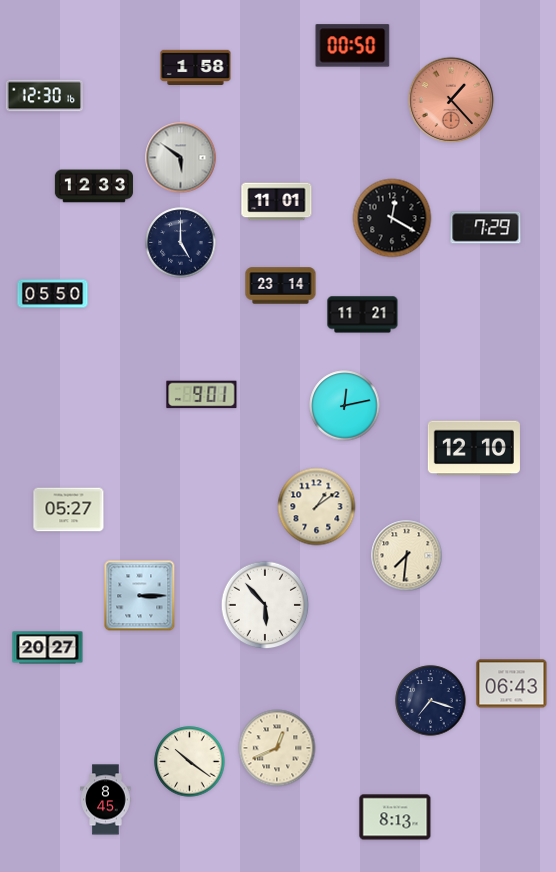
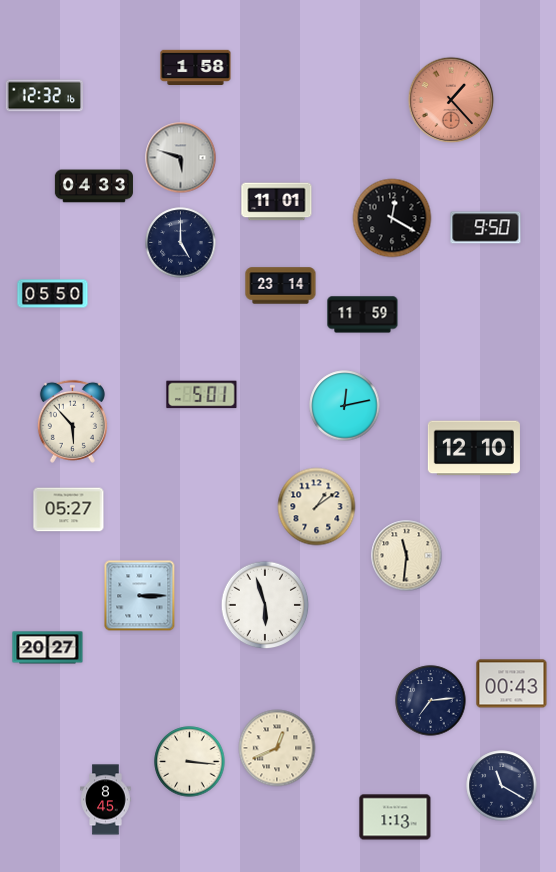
clock at (353, 46): 00:50 -> none
clock at (44, 96): 12:30 -> 12:32
clock at (181, 158): 5:51 -> 5:48
clock at (94, 186): 12:33 -> 04:33
clock at (486, 228): 7:29 -> 9:50
clock at (363, 315): 11:21 -> 11:59
clock at (202, 395): 9:01 -> 5:01
clock at (72, 421): none -> 5:53
clock at (407, 556): 7:31 -> 11:31
clock at (265, 605): 5:53 -> 5:57
clock at (512, 684): 06:43 -> 00:43
clock at (431, 701): 7:18 -> 7:14
clock at (190, 762): 10:21 -> 3:16
clock at (502, 786): none -> 11:20
clock at (395, 817): 8:13 -> 1:13
